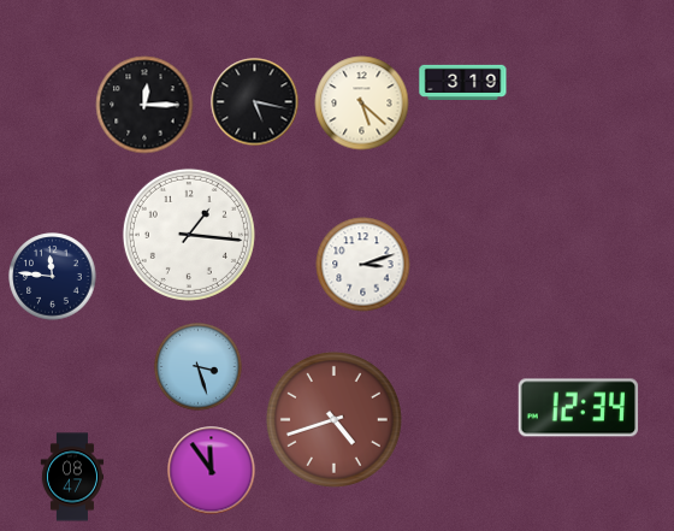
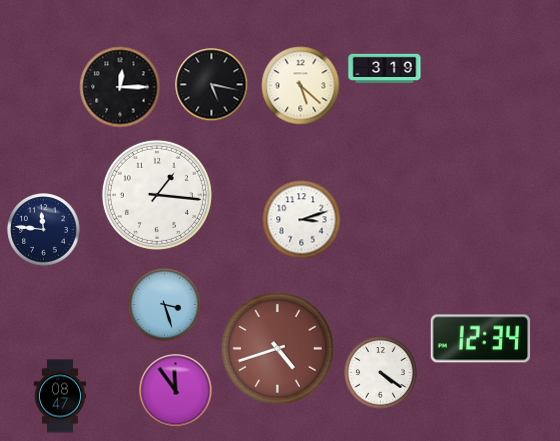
clock at (381, 373): none -> 4:21
